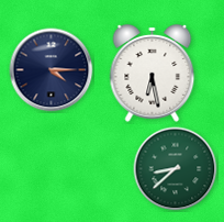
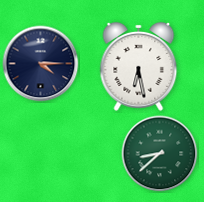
clock at (52, 70) position: (52, 70) -> (41, 64)
